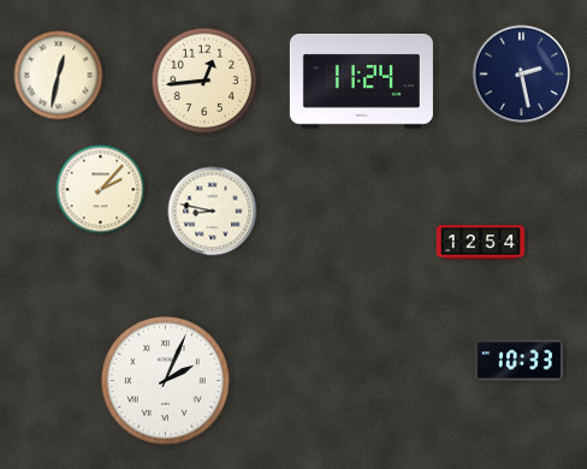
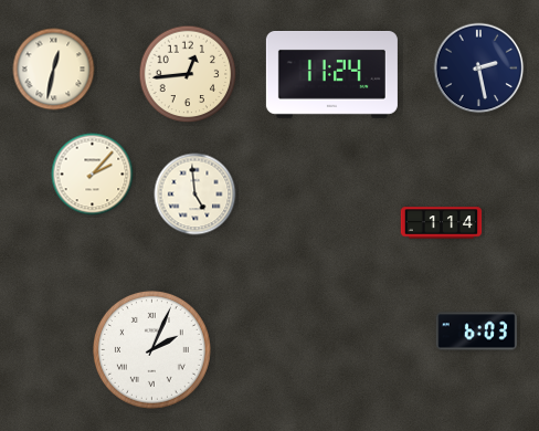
clock at (213, 212): 8:47 -> 4:59
clock at (481, 243): 12:54 -> 1:14
clock at (520, 361): 10:33 -> 6:03
